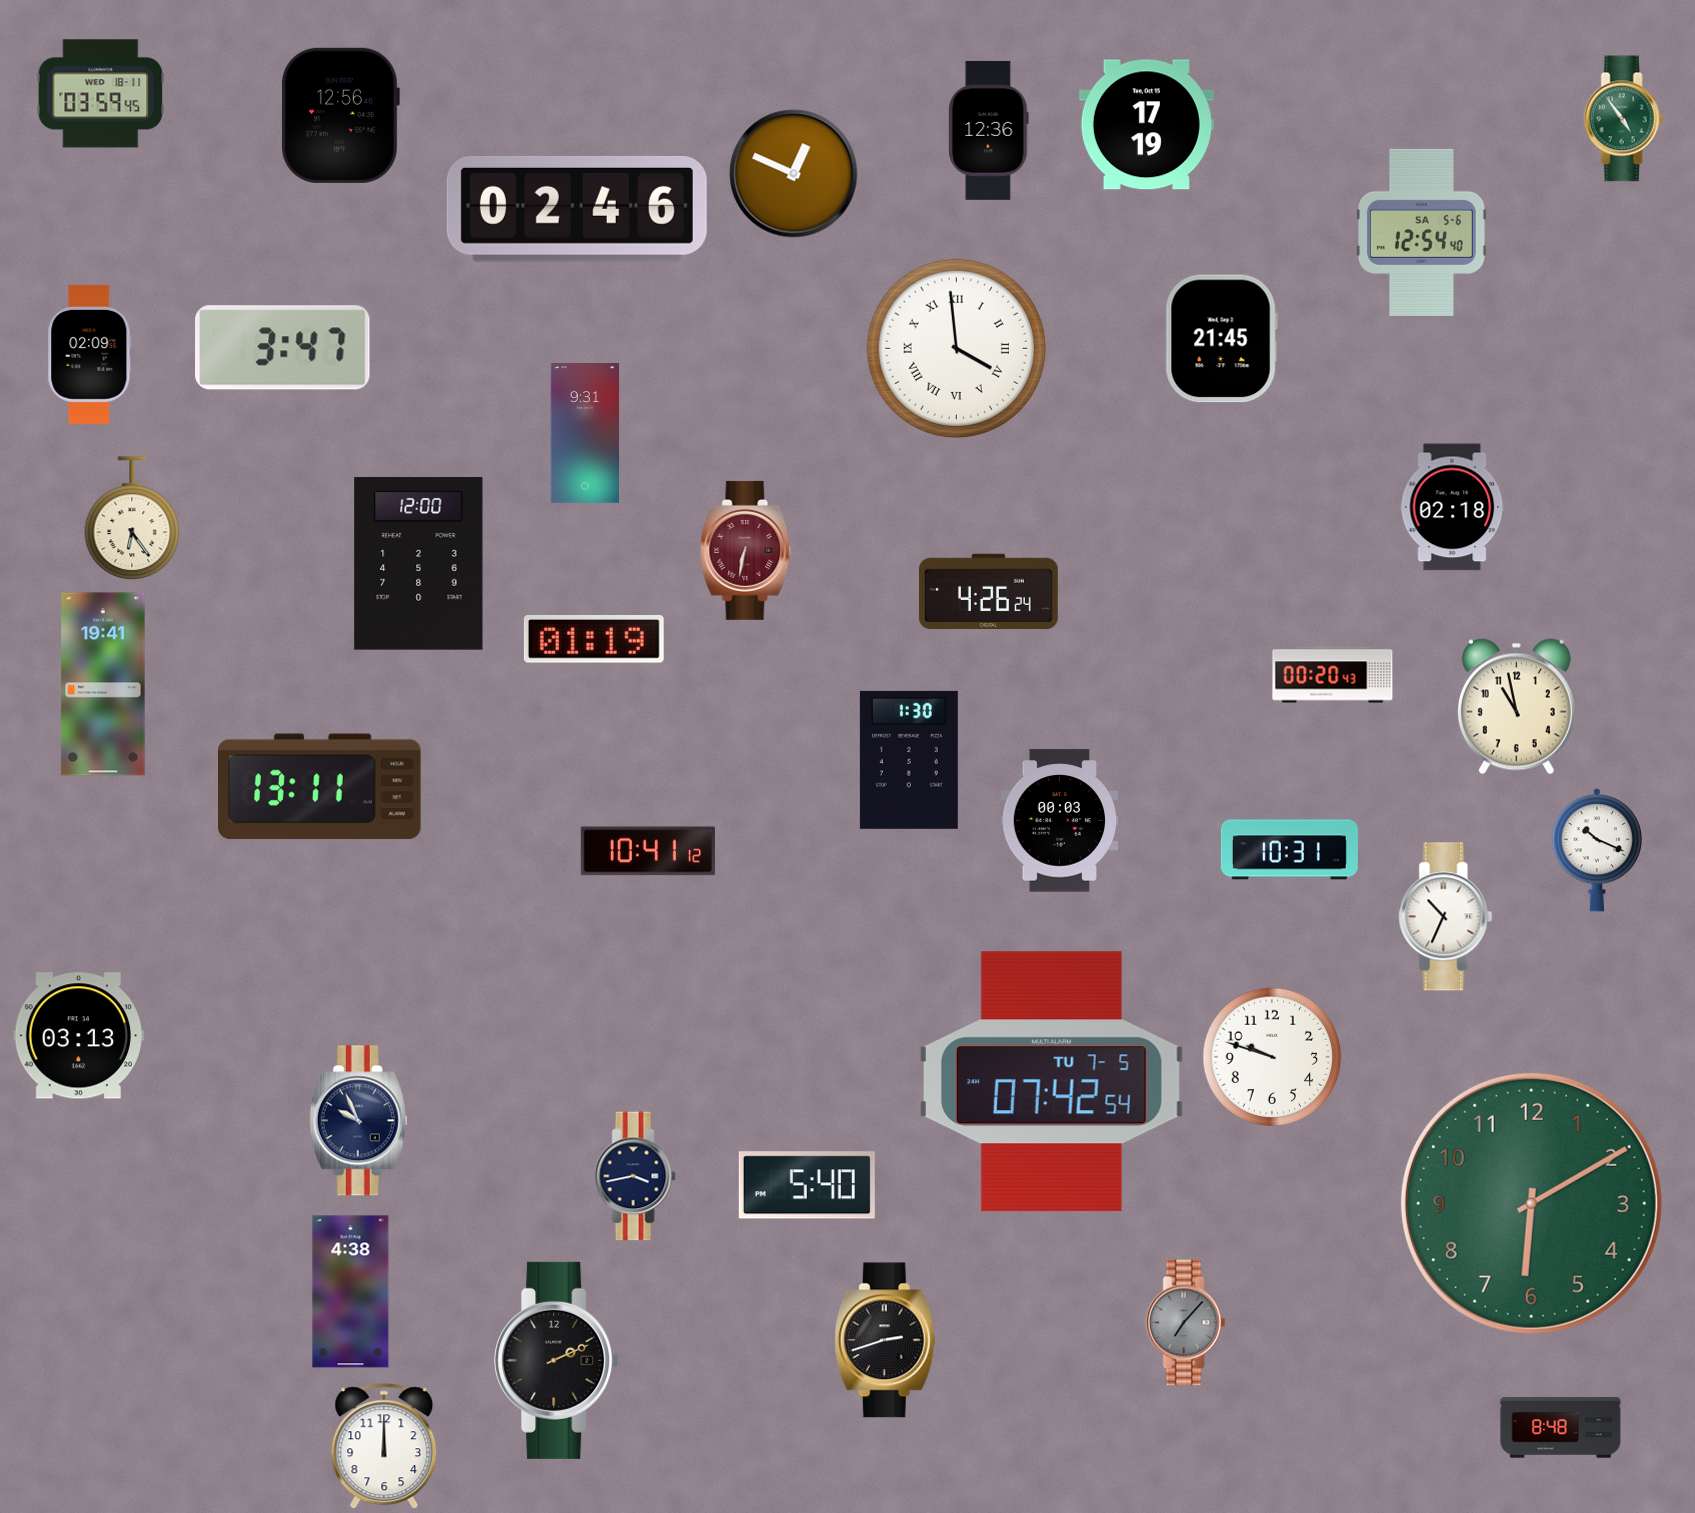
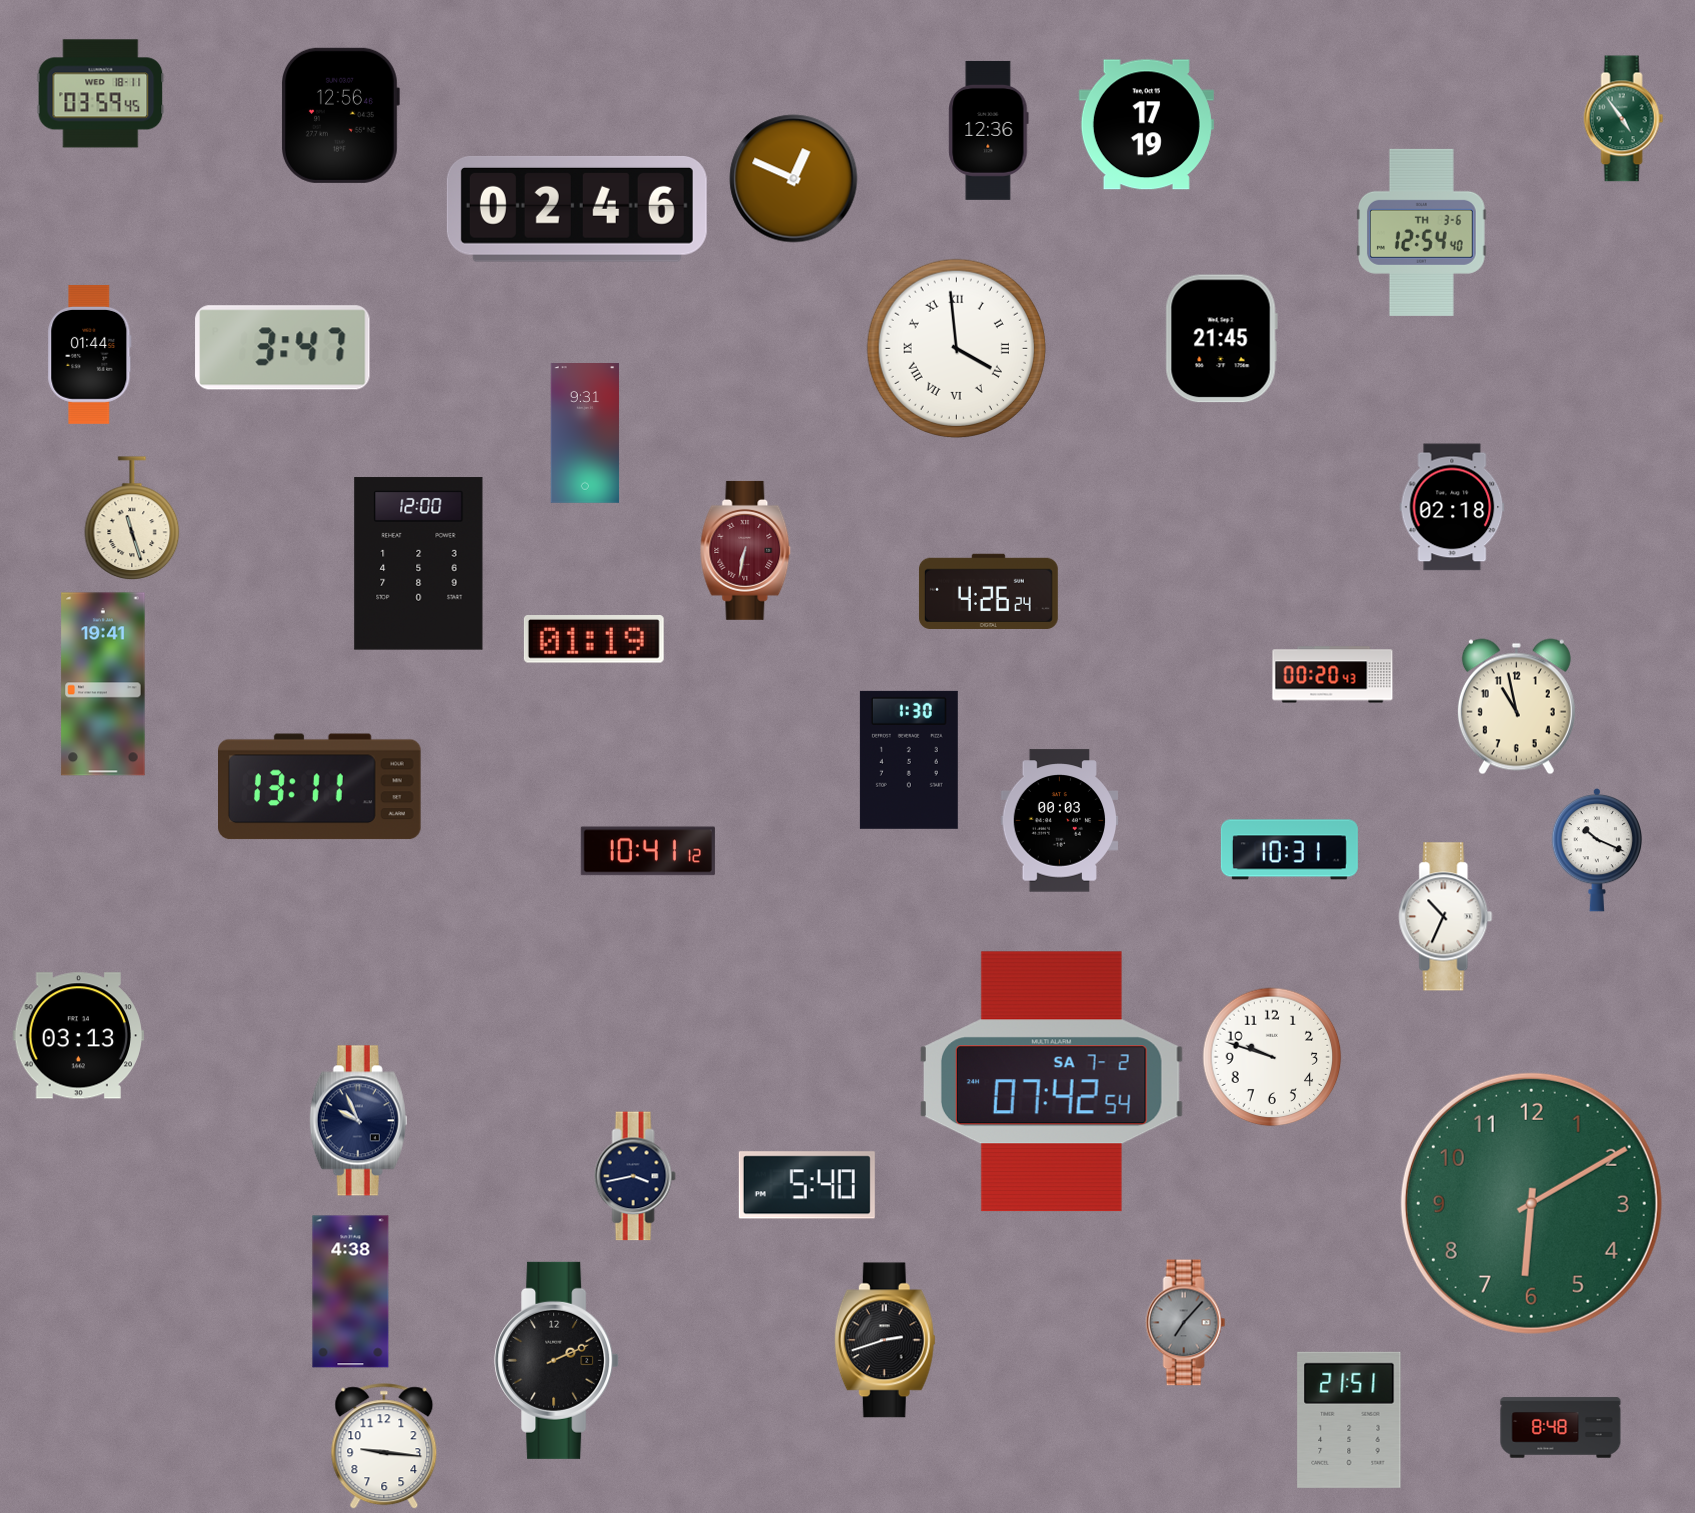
clock at (794, 174) position: (794, 174) -> (794, 179)
clock at (1422, 232) date: SA 5-6 -> TH 3-6
clock at (90, 354): 02:09 -> 01:44
clock at (132, 518): 6:24 -> 11:27
clock at (1051, 1082) date: TU 7-5 -> SA 7-2
clock at (1349, 1420): none -> 21:51
clock at (384, 1447): 12:00 -> 9:16
